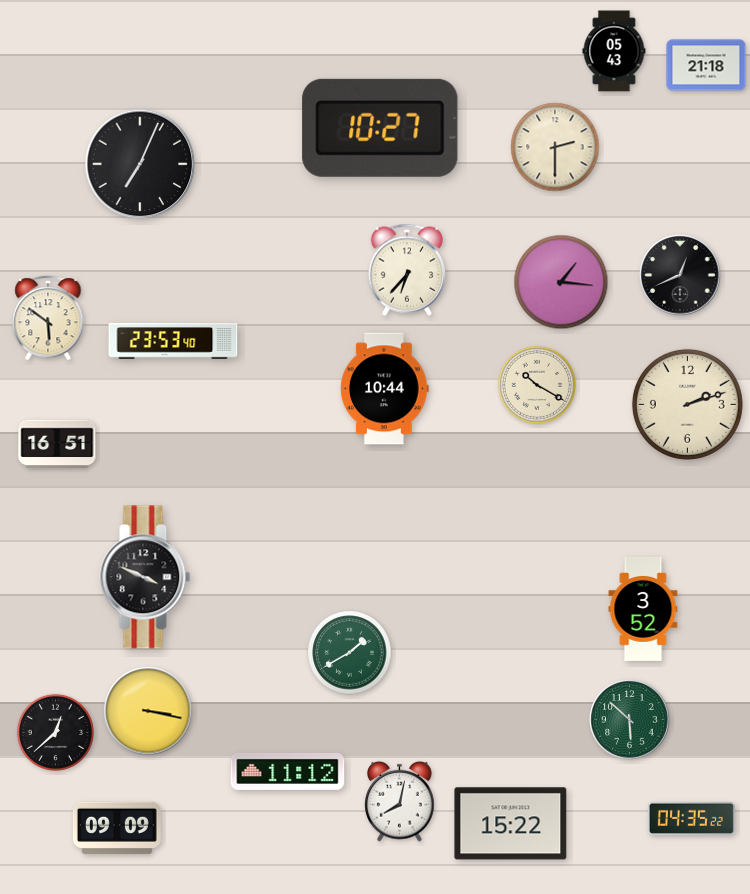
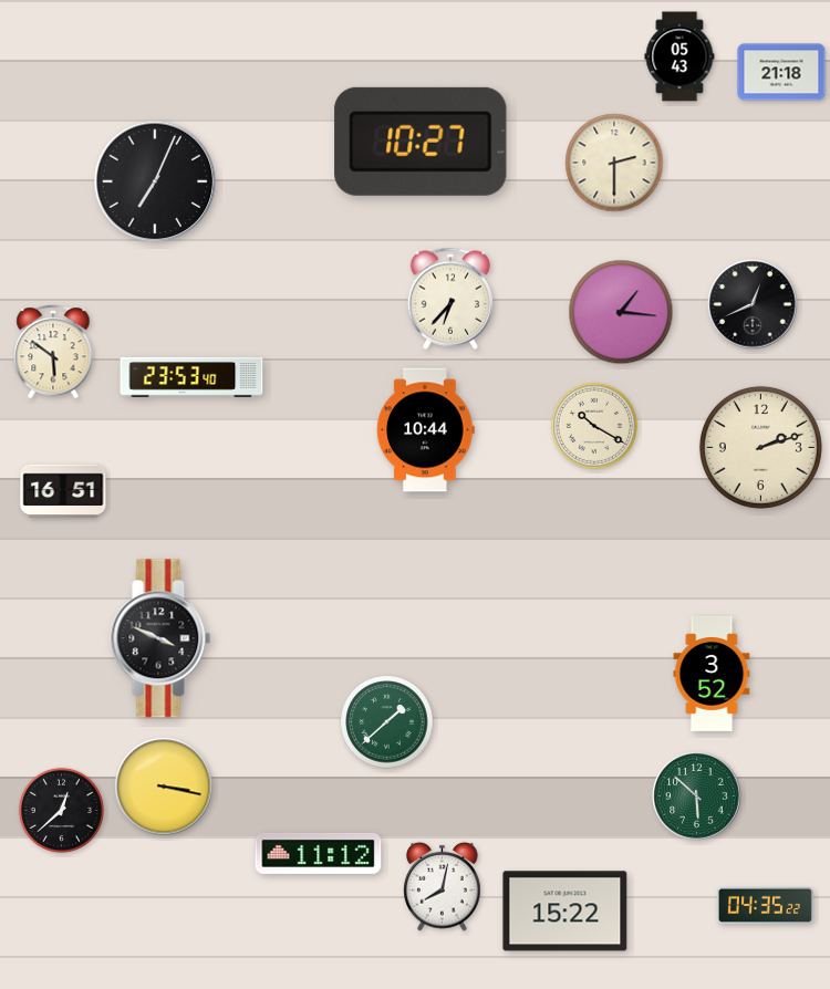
clock at (350, 653): 1:40 -> 1:38
clock at (117, 828): 09:09 -> none
